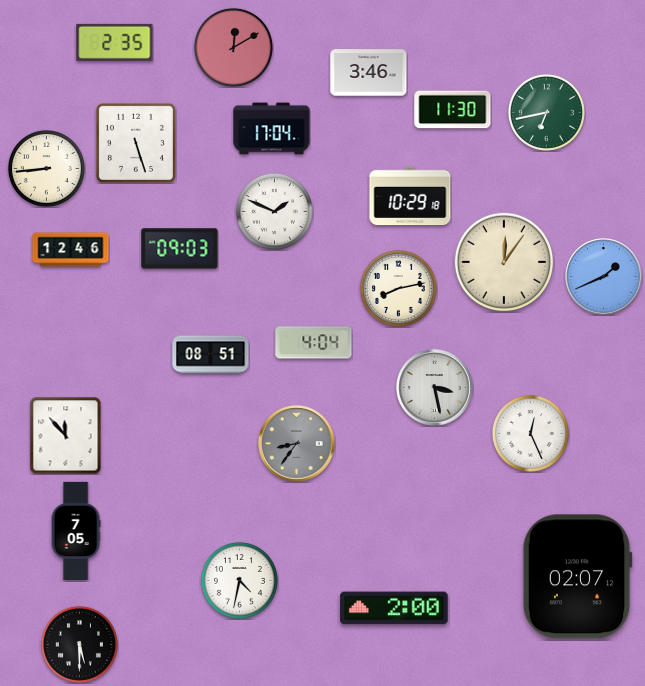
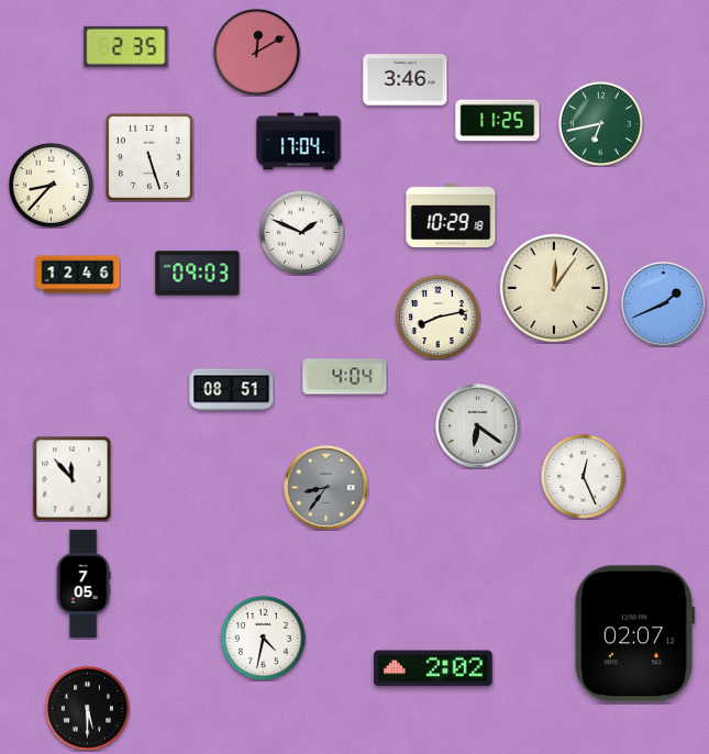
clock at (453, 110): 11:30 -> 11:25
clock at (46, 168): 8:44 -> 8:37
clock at (435, 388): 3:28 -> 6:21
clock at (394, 608): 2:00 -> 2:02
